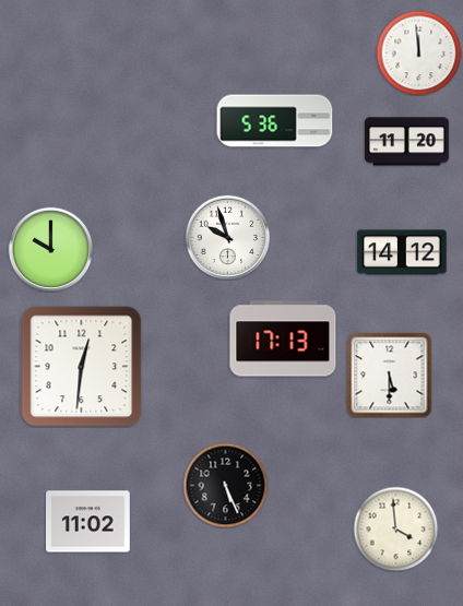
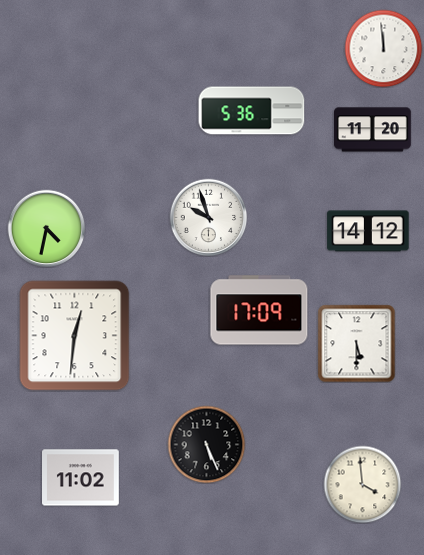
clock at (50, 249): 10:00 -> 4:32
clock at (283, 338): 17:13 -> 17:09
